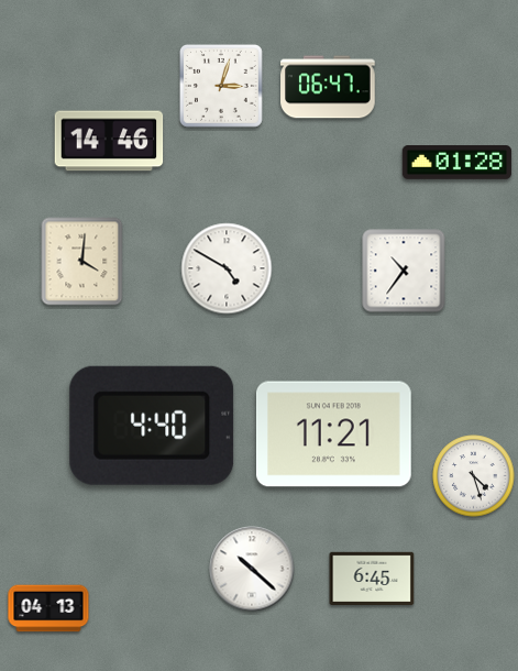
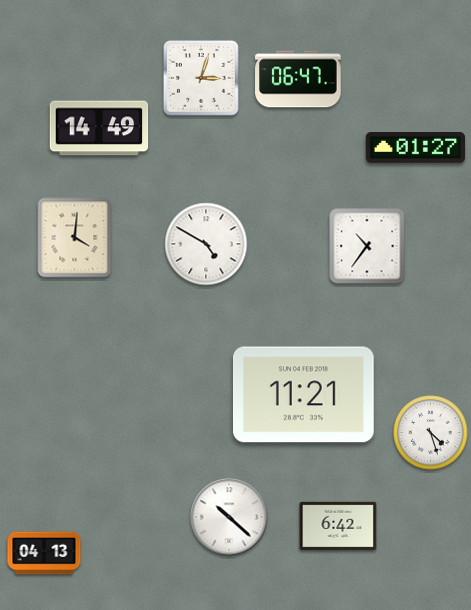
clock at (109, 141): 14:46 -> 14:49
clock at (458, 163): 01:28 -> 01:27
clock at (152, 426): 4:40 -> none
clock at (372, 577): 6:45 -> 6:42
